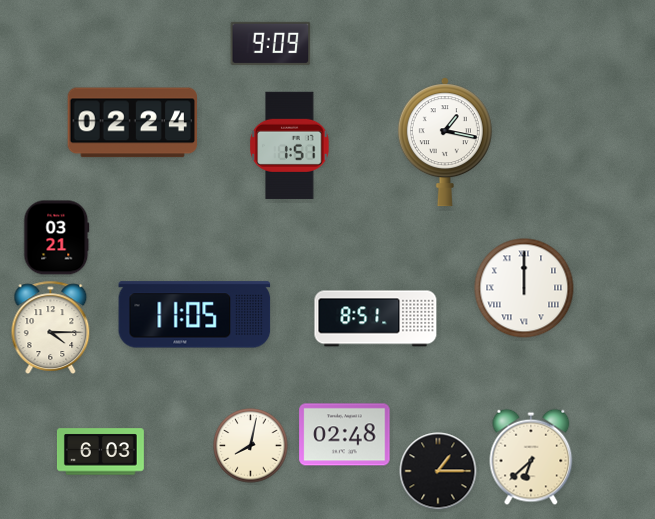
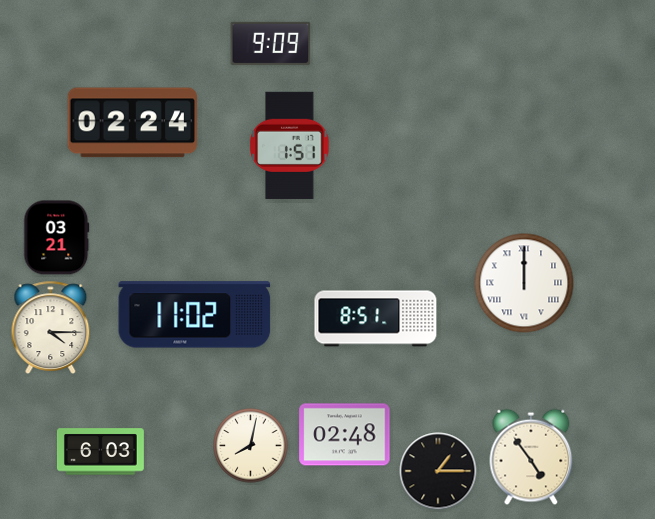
clock at (445, 142): 1:17 -> none
clock at (524, 288) position: (524, 288) -> (524, 283)
clock at (195, 315): 11:05 -> 11:02
clock at (531, 457): 6:38 -> 4:54
